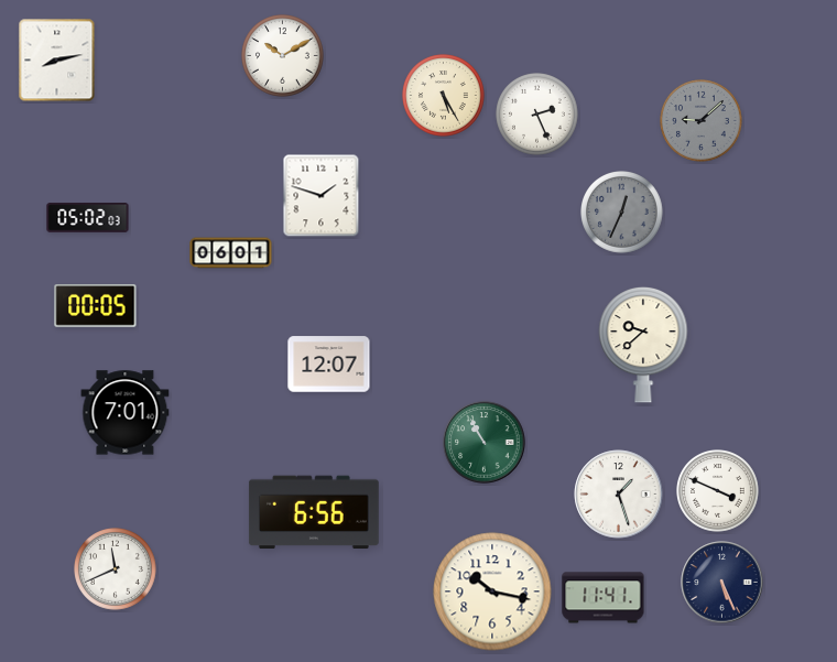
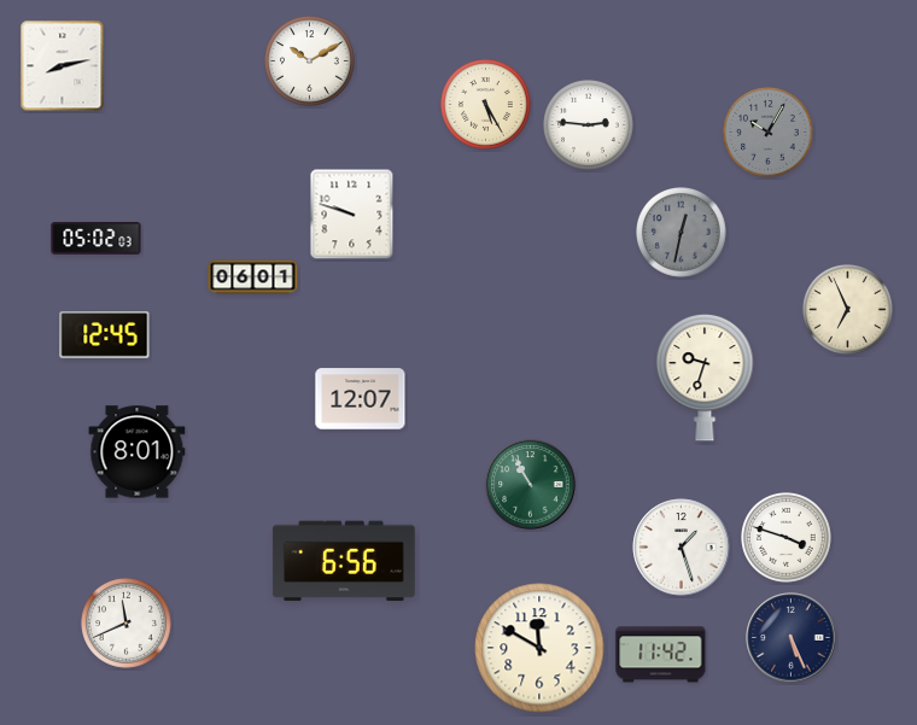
clock at (537, 115): 2:26 -> 2:46
clock at (702, 121): 9:08 -> 10:05
clock at (322, 196): 1:48 -> 9:48
clock at (622, 213): 12:34 -> 12:32
clock at (848, 310): none -> 6:56
clock at (96, 306): 00:05 -> 12:45
clock at (643, 345): 9:38 -> 9:33
clock at (126, 413): 7:01 -> 8:01
clock at (718, 491): 3:49 -> 3:48
clock at (619, 495) position: (619, 495) -> (682, 548)
clock at (492, 592): 10:17 -> 11:50
clock at (604, 598): 11:41 -> 11:42
